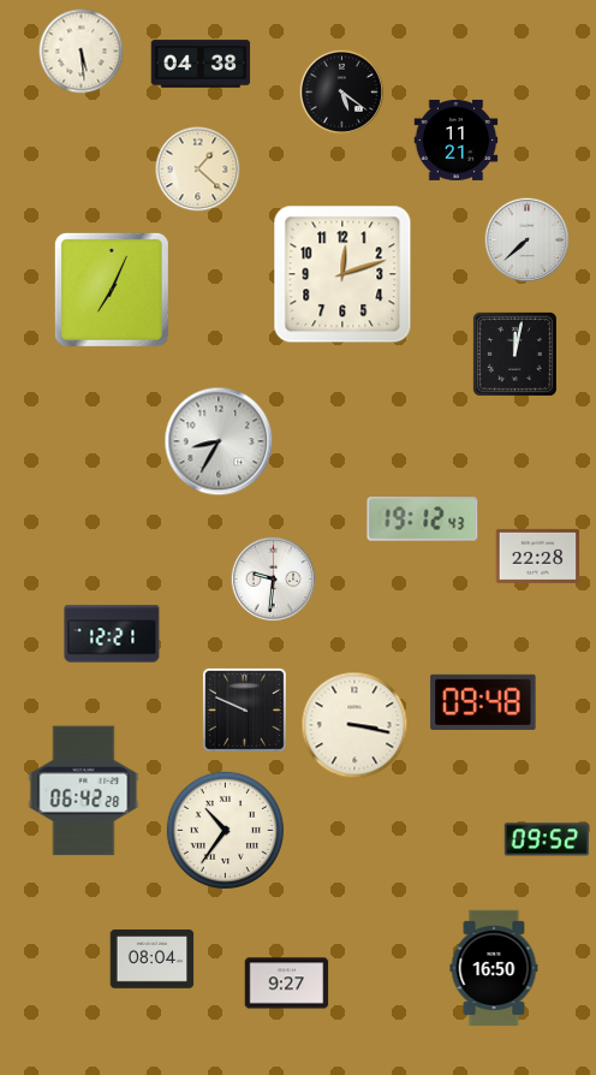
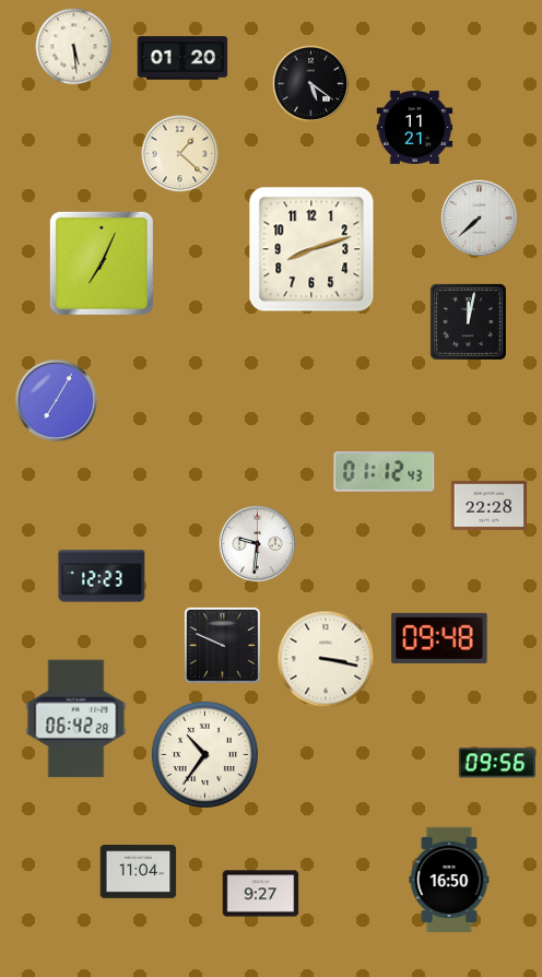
clock at (201, 64): 04:38 -> 01:20
clock at (342, 274): 12:12 -> 8:12
clock at (57, 401): none -> 7:05
clock at (219, 441): 8:35 -> none
clock at (423, 519): 19:12 -> 01:12
clock at (274, 580) position: (274, 580) -> (258, 544)
clock at (112, 634): 12:21 -> 12:23
clock at (354, 725) position: (354, 725) -> (326, 659)
clock at (546, 839): 09:52 -> 09:56
clock at (153, 960): 08:04 -> 11:04
